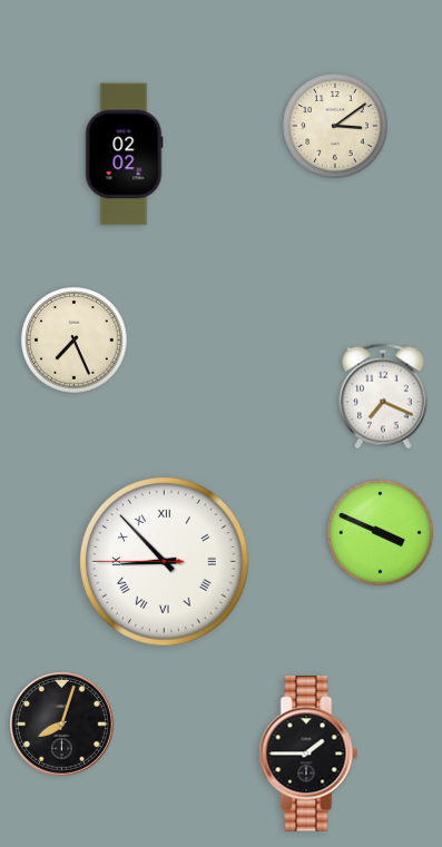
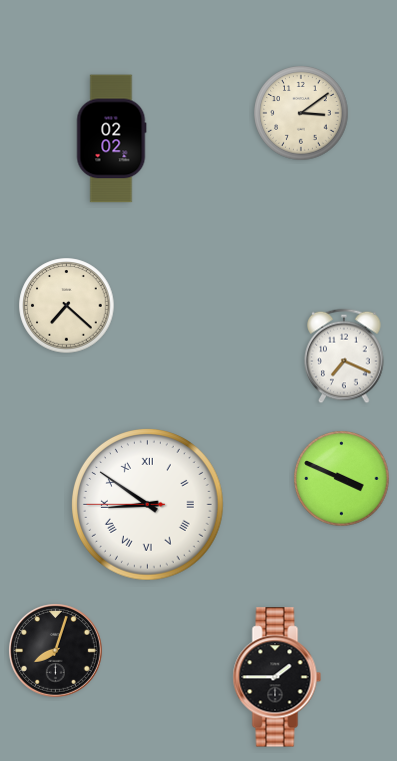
clock at (75, 341): 7:26 -> 7:22
clock at (165, 562): 8:52 -> 8:50
